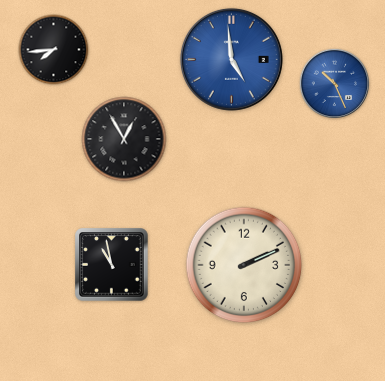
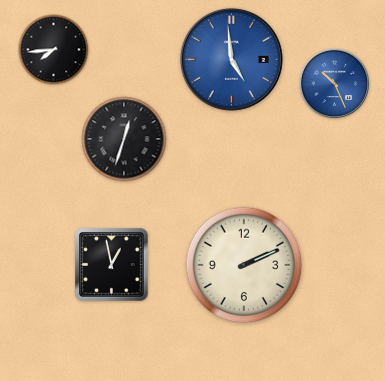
clock at (124, 139): 12:55 -> 12:33
clock at (112, 265): 10:58 -> 12:58
